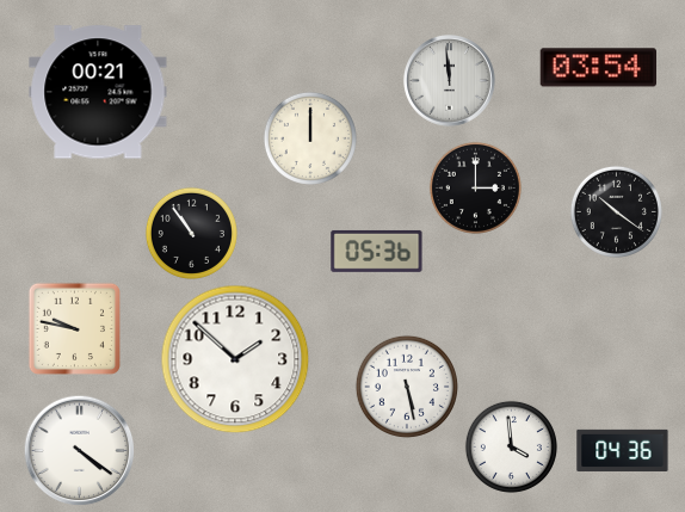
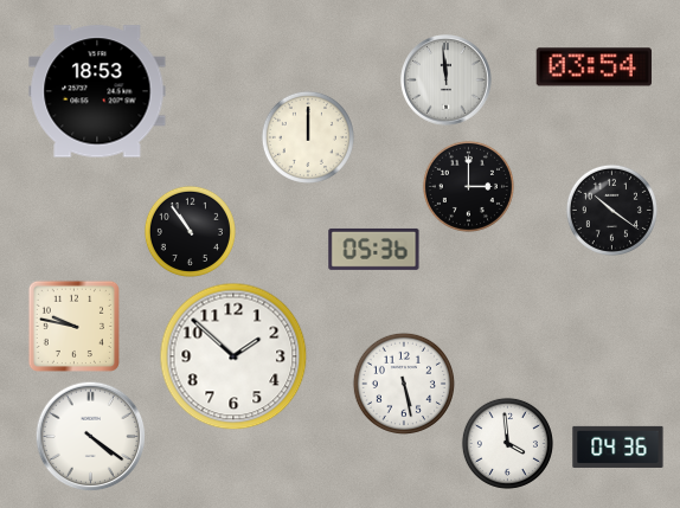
clock at (98, 92): 00:21 -> 18:53
clock at (475, 187) position: (475, 187) -> (468, 186)
clock at (79, 450) position: (79, 450) -> (90, 436)
